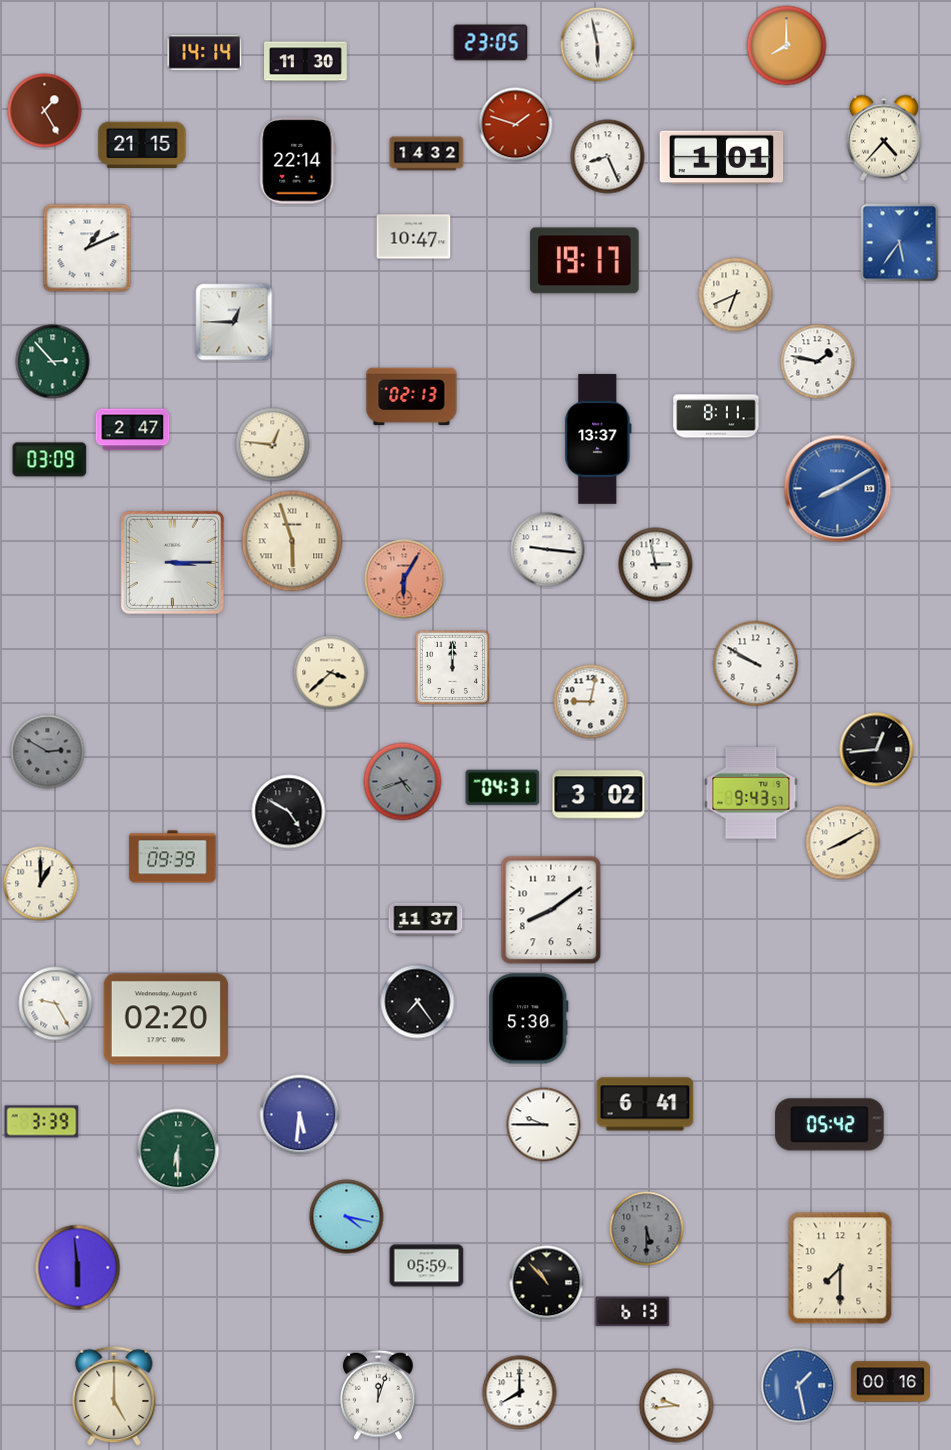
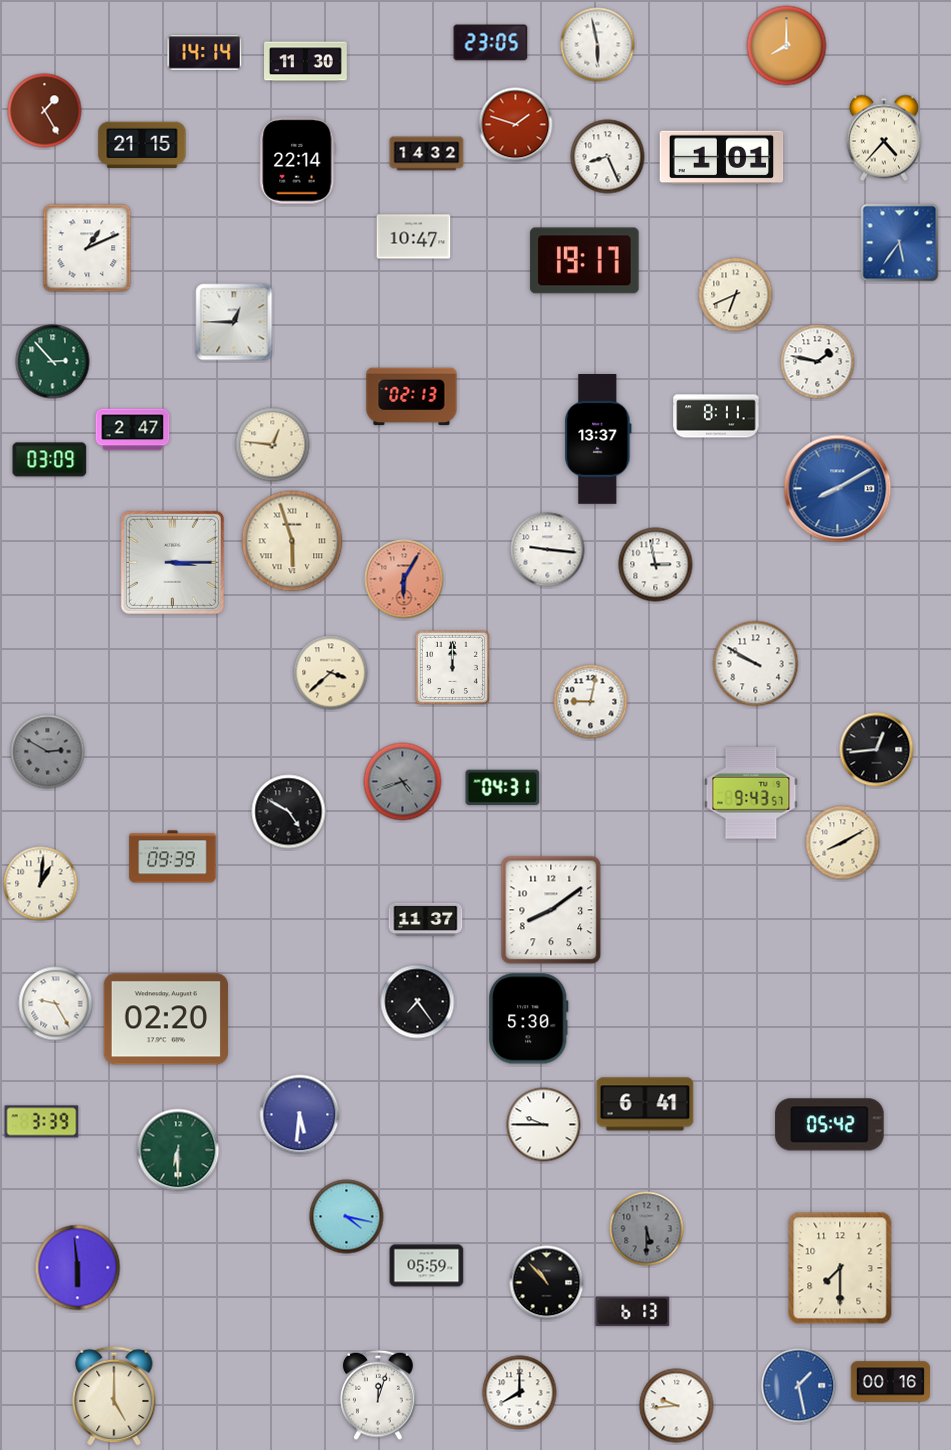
clock at (599, 795): 3:02 -> none
clock at (41, 884): 1:00 -> 1:01
